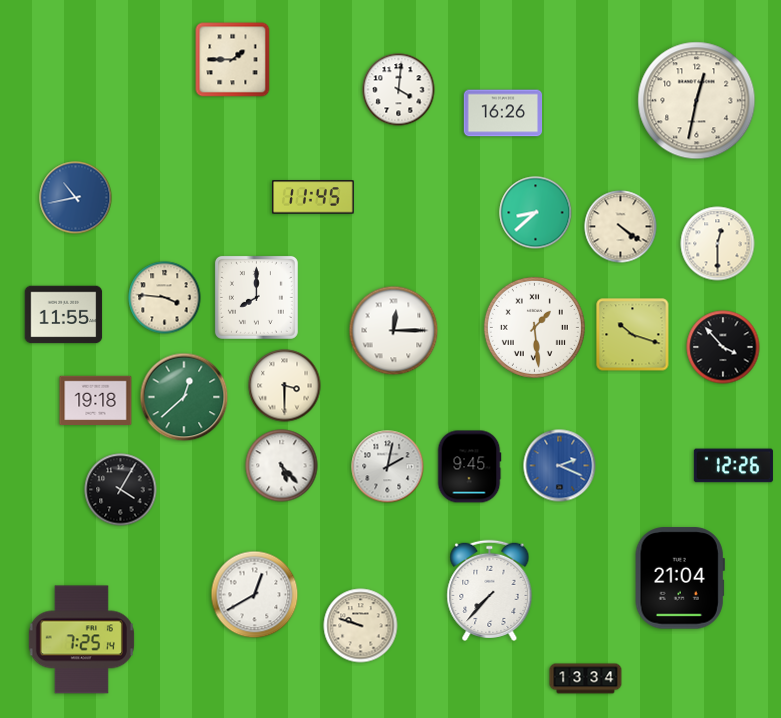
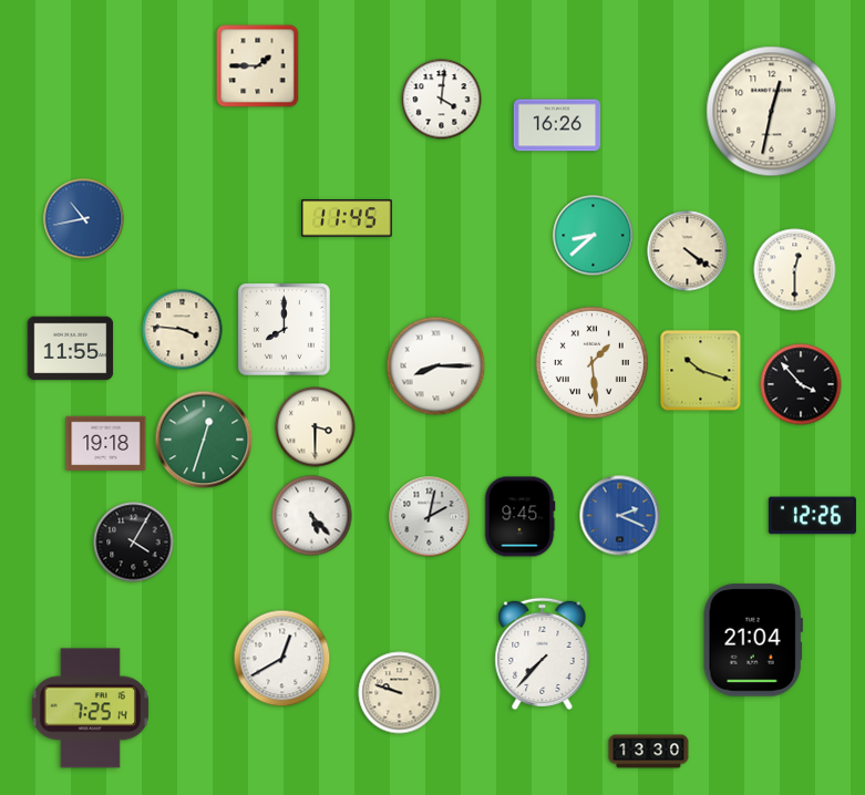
clock at (394, 331): 12:15 -> 8:15
clock at (184, 397): 12:38 -> 12:33
clock at (586, 679): 13:34 -> 13:30
